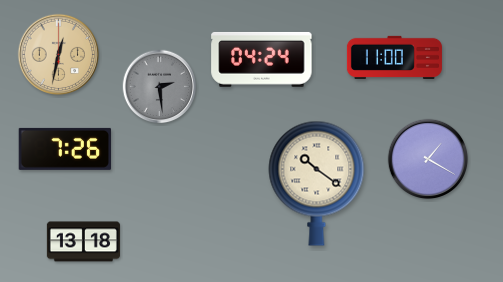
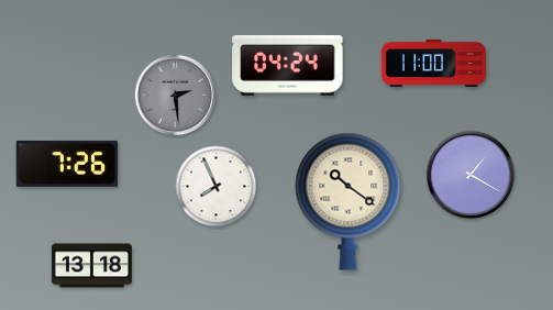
clock at (59, 55): 12:32 -> none
clock at (65, 149) position: (65, 149) -> (67, 164)
clock at (217, 187): none -> 7:56
